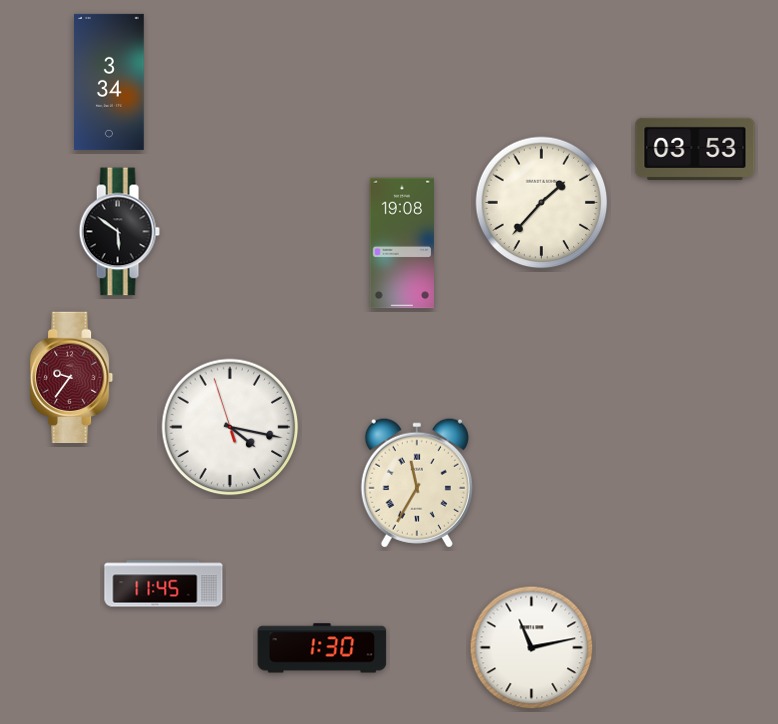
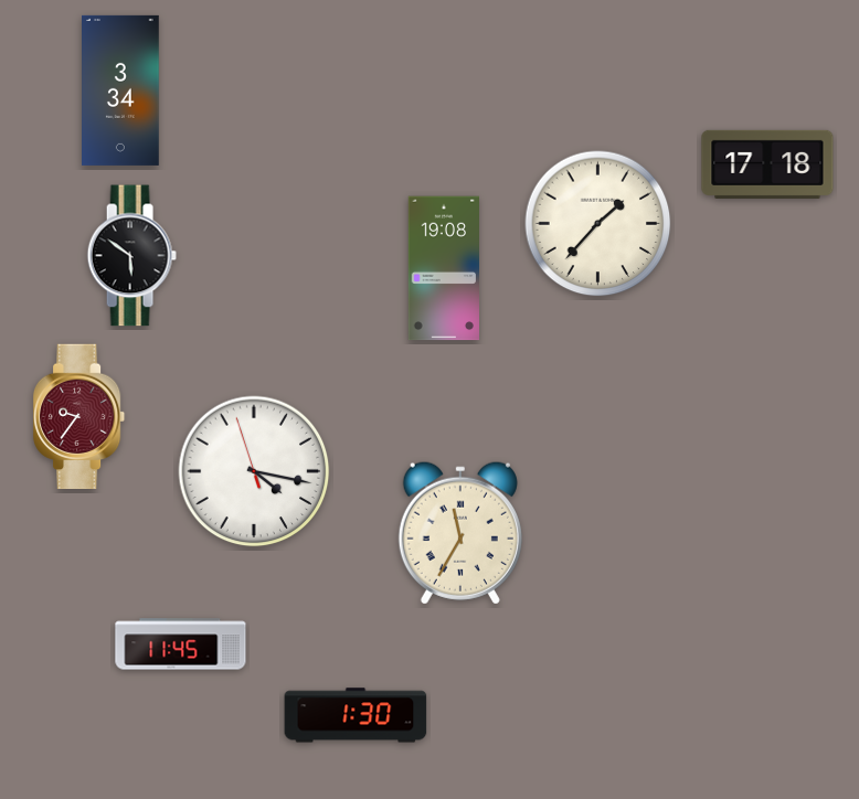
clock at (695, 149): 03:53 -> 17:18
clock at (532, 648): 11:13 -> none
